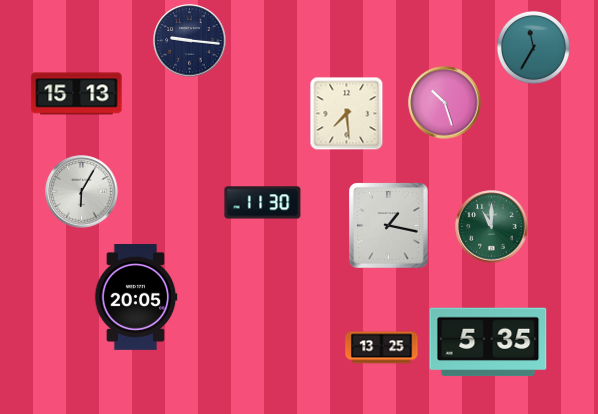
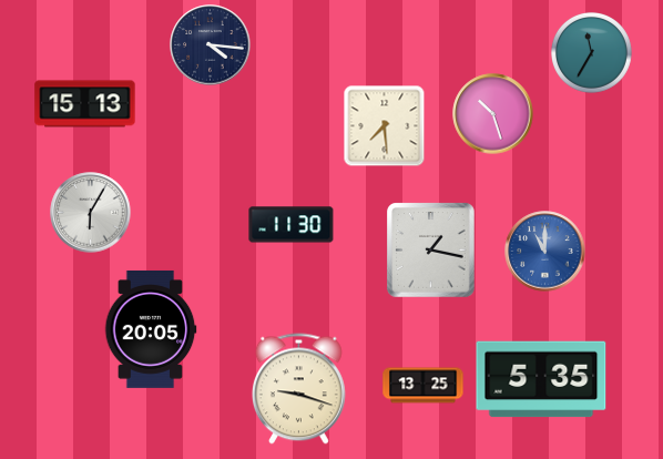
clock at (190, 41): 9:16 -> 4:16
clock at (492, 227) dial: green -> blue
clock at (298, 389): none -> 9:18
